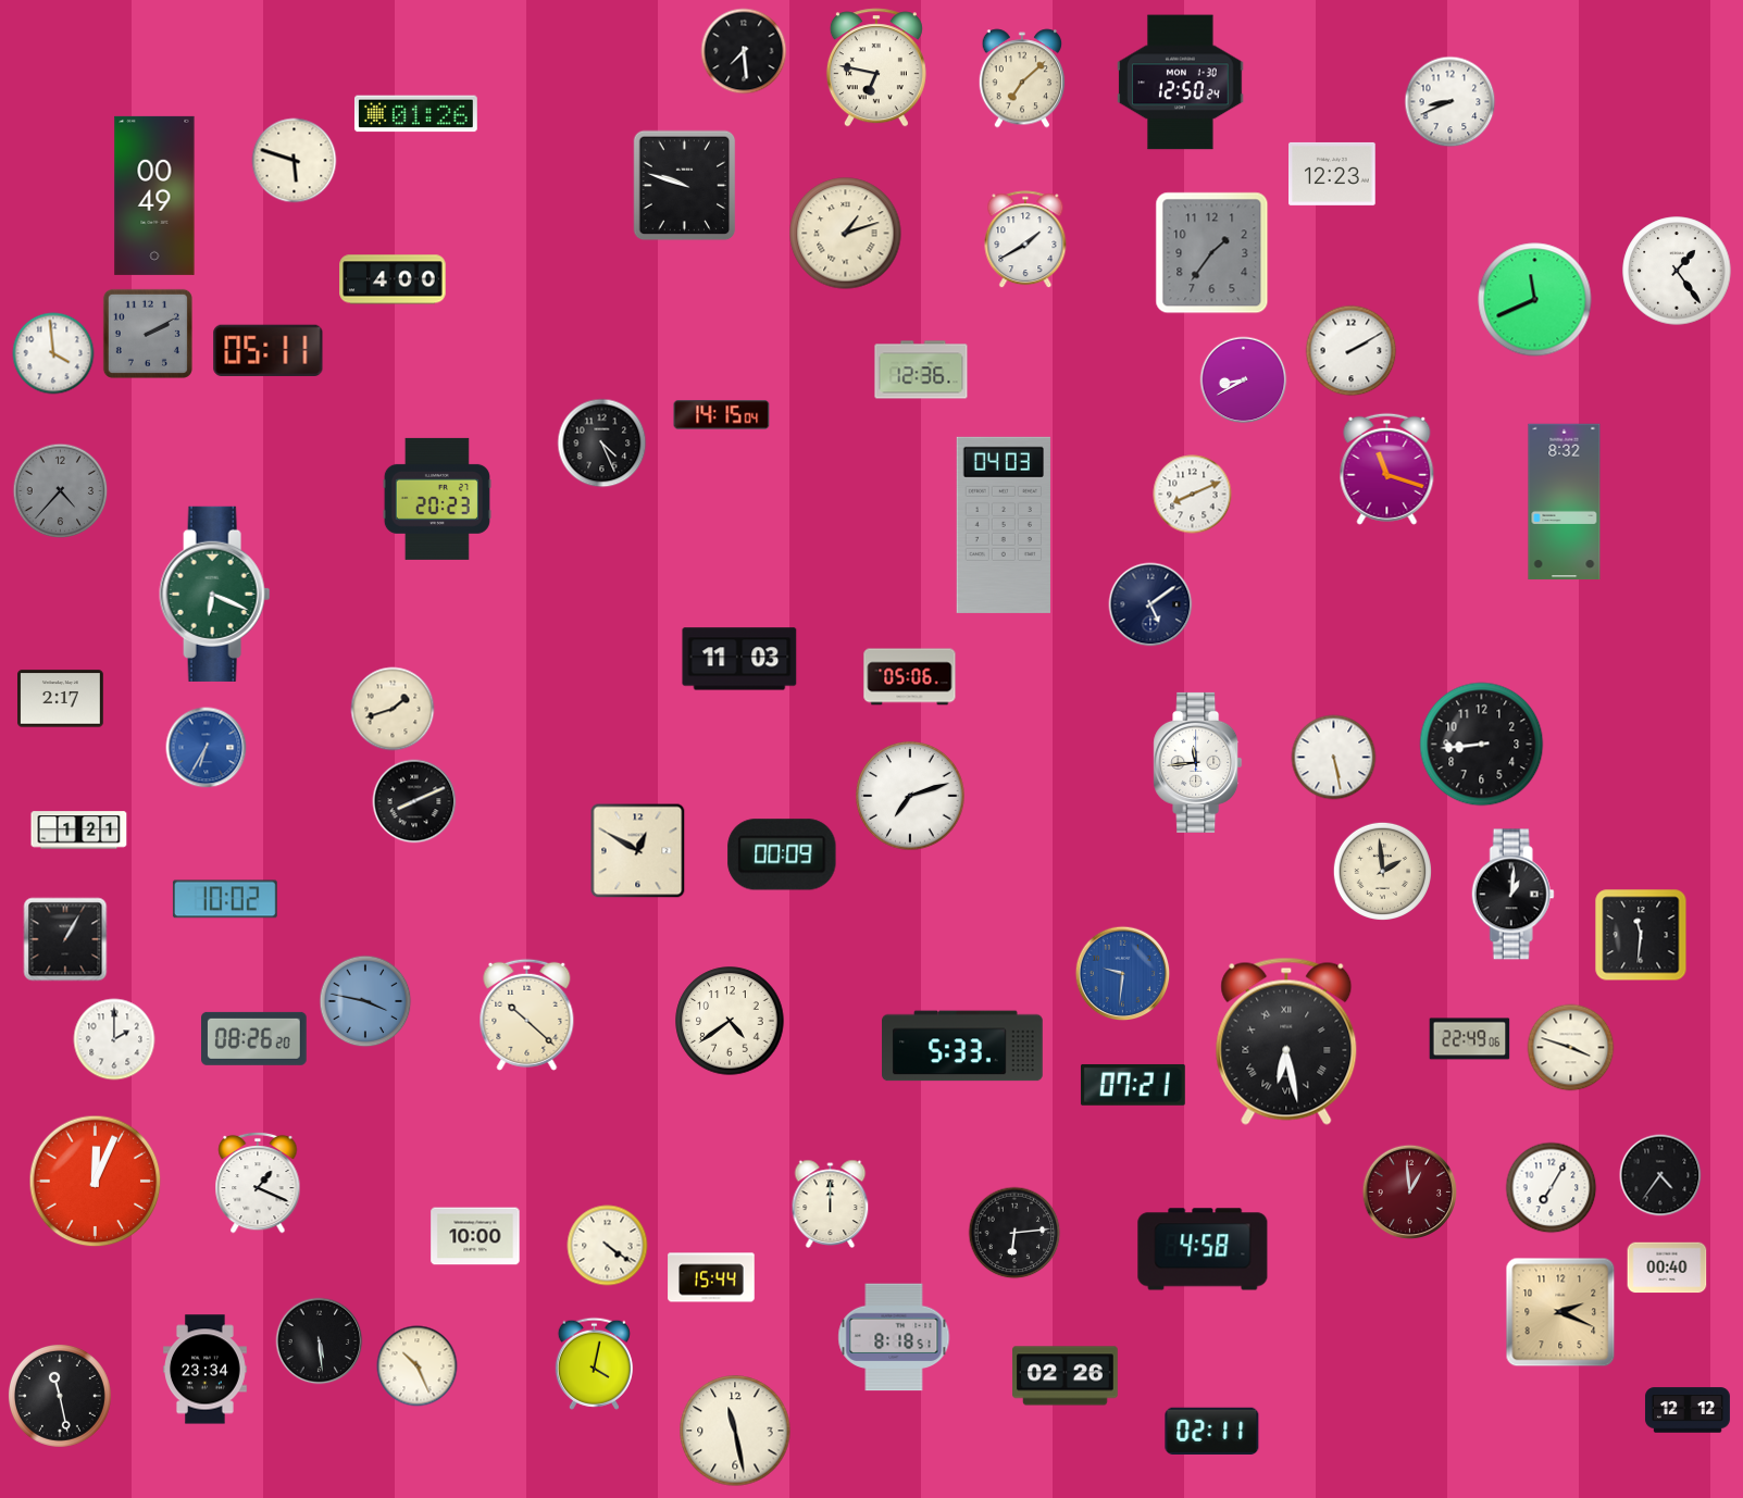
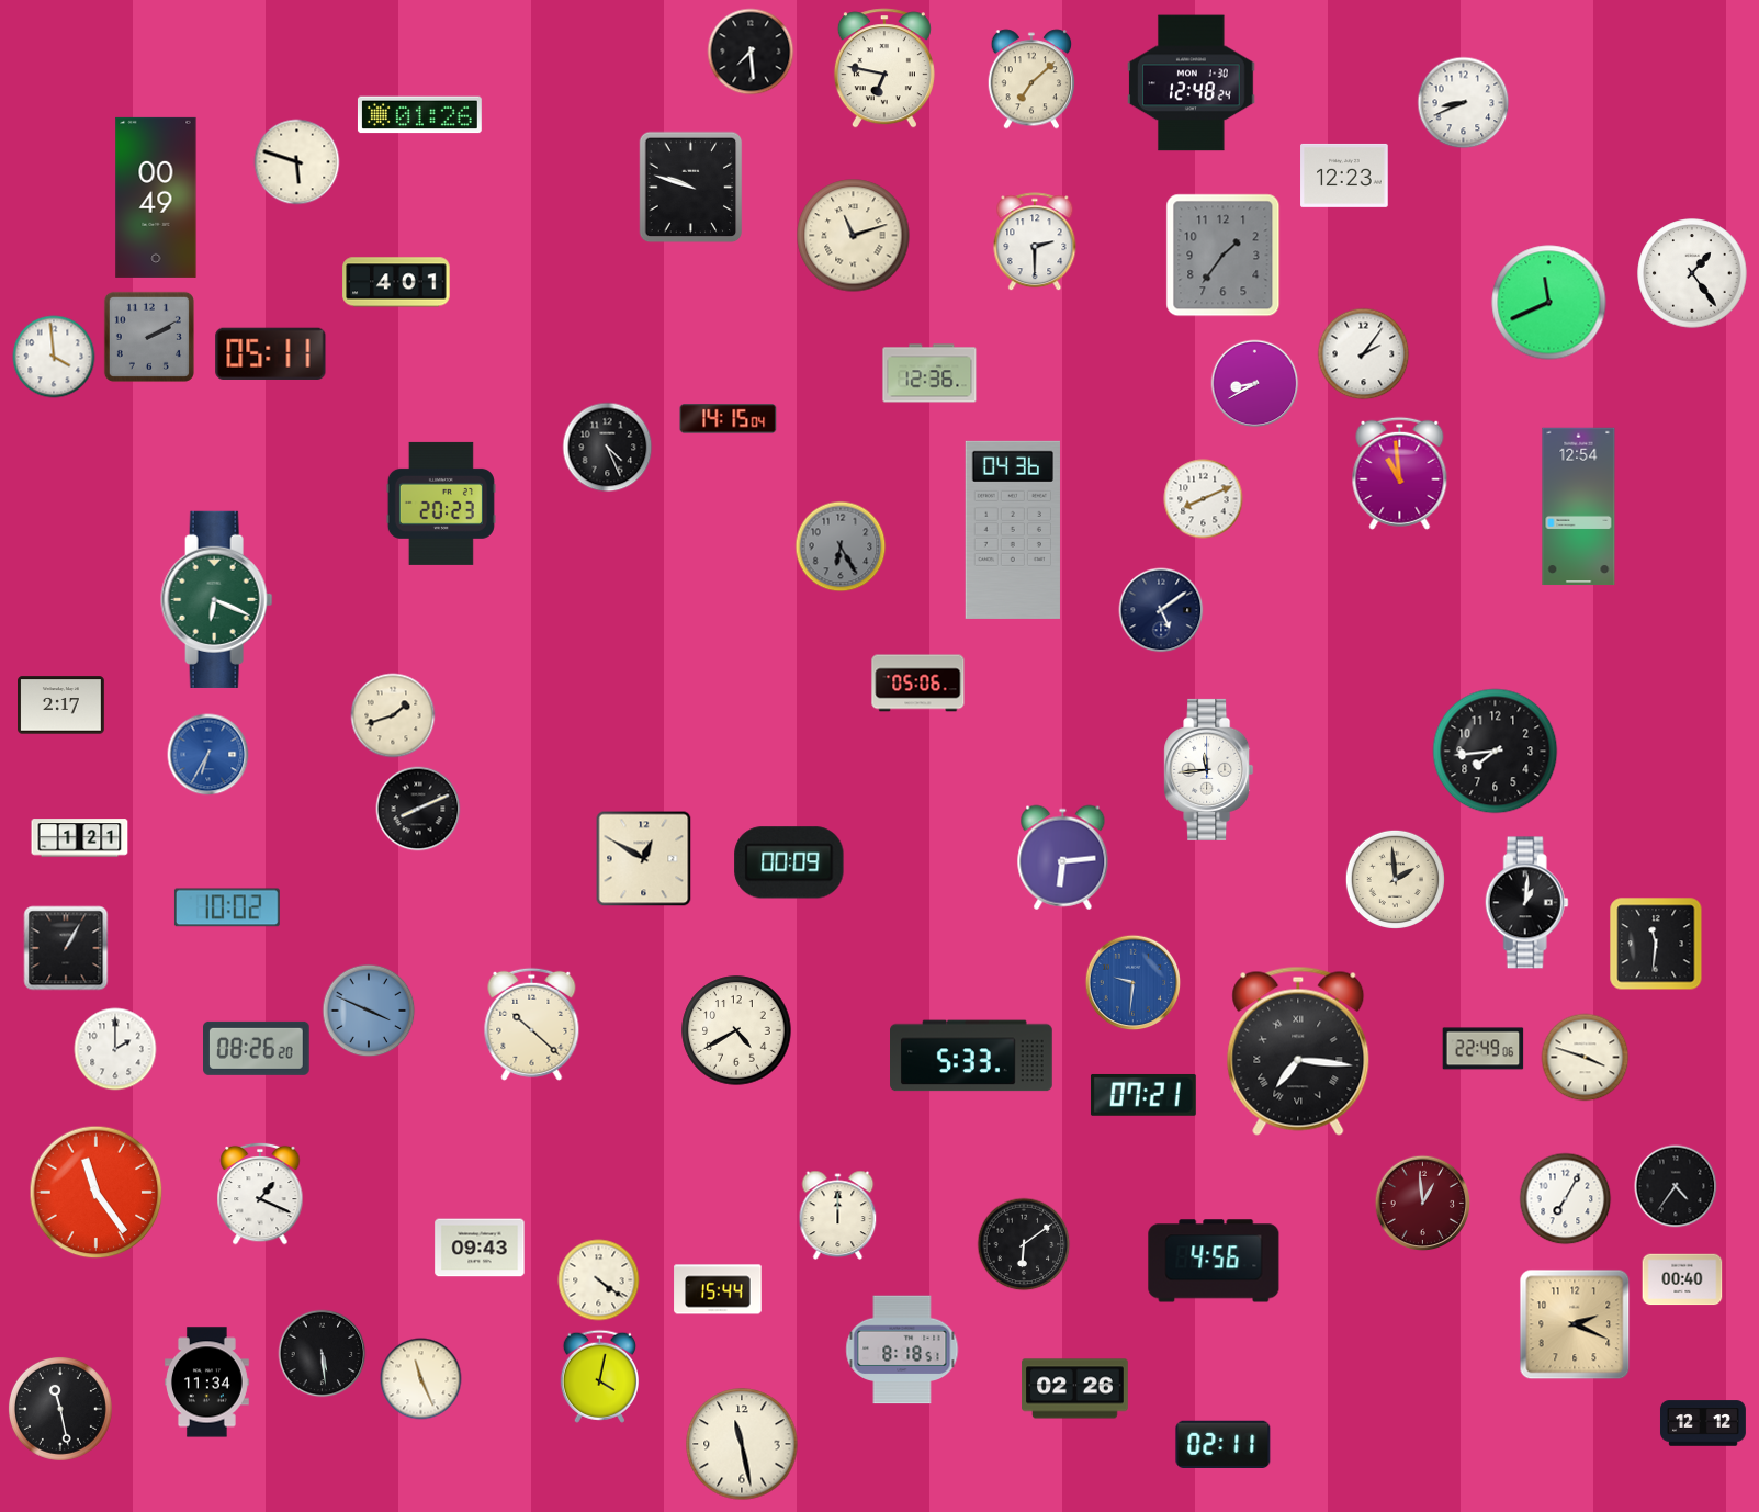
clock at (1181, 83): 12:50 -> 12:48
clock at (846, 234): 1:12 -> 11:12
clock at (1025, 240): 1:40 -> 2:30
clock at (393, 279): 4:00 -> 4:01
clock at (1352, 351): 2:10 -> 2:06
clock at (1387, 469): 11:18 -> 10:59
clock at (61, 491): 4:37 -> none
clock at (1565, 502): 8:32 -> 12:54
clock at (1004, 525): 04:03 -> 04:36
clock at (841, 546): none -> 6:25
clock at (739, 659): 11:03 -> none
clock at (393, 709) position: (393, 709) -> (393, 715)
clock at (1482, 745): 8:44 -> 7:44
clock at (1334, 758): 5:28 -> none
clock at (910, 796): 7:12 -> none
clock at (1063, 858): none -> 6:14
clock at (365, 1001): 3:47 -> 3:49
clock at (730, 1021): 4:39 -> 4:40
clock at (1286, 1041): 6:28 -> 7:16
clock at (96, 1182): 12:04 -> 11:24
clock at (1014, 1233): 6:14 -> 6:09
clock at (475, 1236): 10:00 -> 09:43
clock at (608, 1246) position: (608, 1246) -> (599, 1280)
clock at (1203, 1249): 4:58 -> 4:56
clock at (418, 1366): 10:26 -> 11:26
clock at (206, 1370): 23:34 -> 11:34
